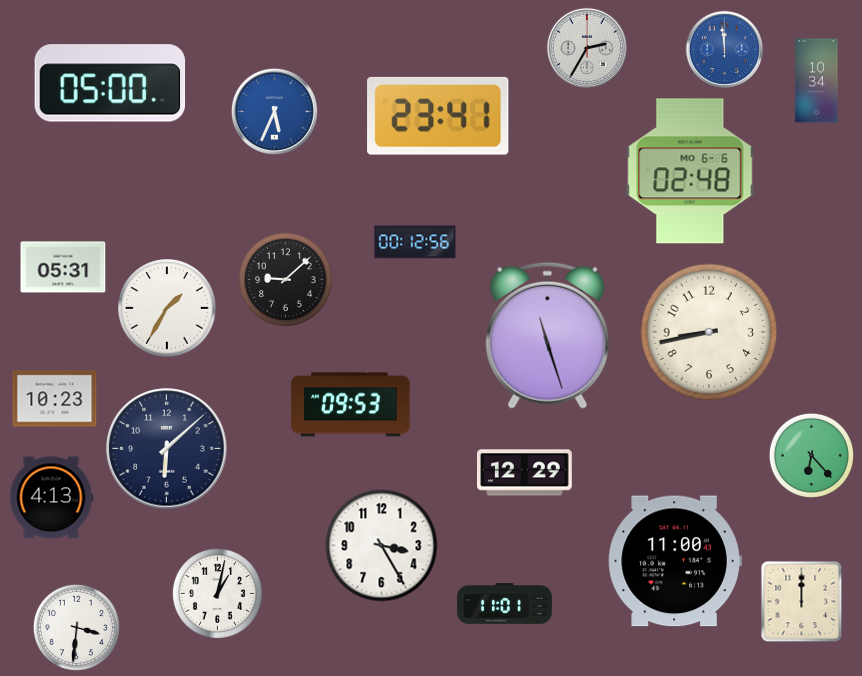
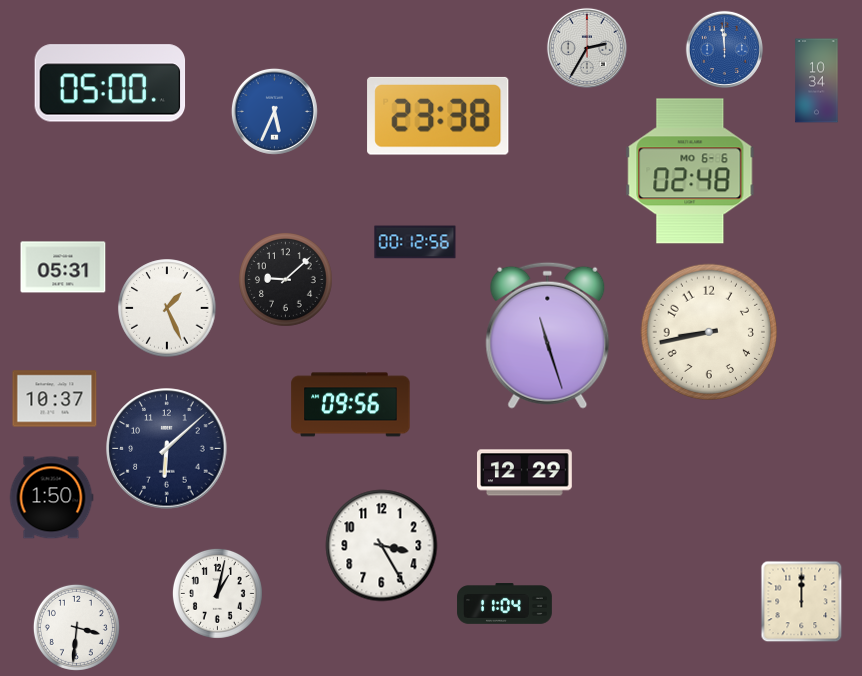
clock at (438, 116): 23:41 -> 23:38
clock at (167, 308): 1:35 -> 1:26
clock at (55, 399): 10:23 -> 10:37
clock at (351, 405): 09:53 -> 09:56
clock at (811, 455): 6:23 -> none
clock at (51, 498): 4:13 -> 1:50
clock at (675, 561): 11:00 -> none
clock at (505, 604): 11:01 -> 11:04
